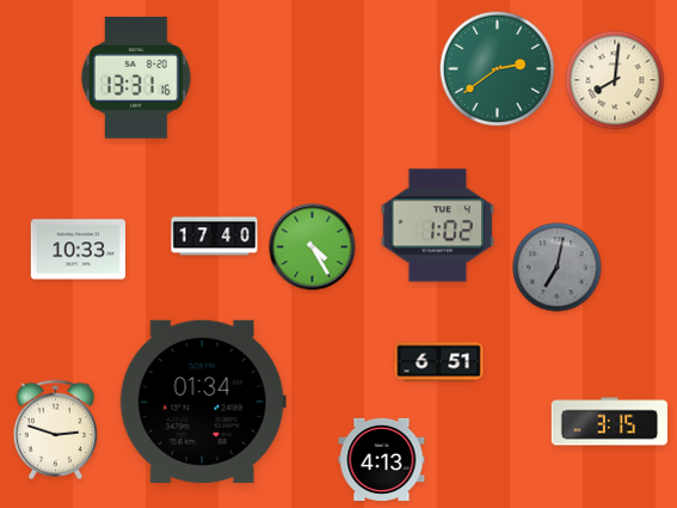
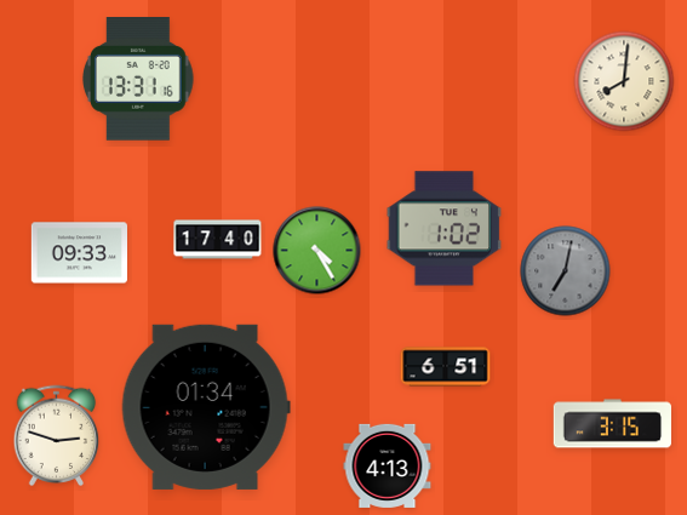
clock at (498, 69): 2:39 -> none
clock at (78, 250): 10:33 -> 09:33
clock at (609, 422) position: (609, 422) -> (612, 424)
